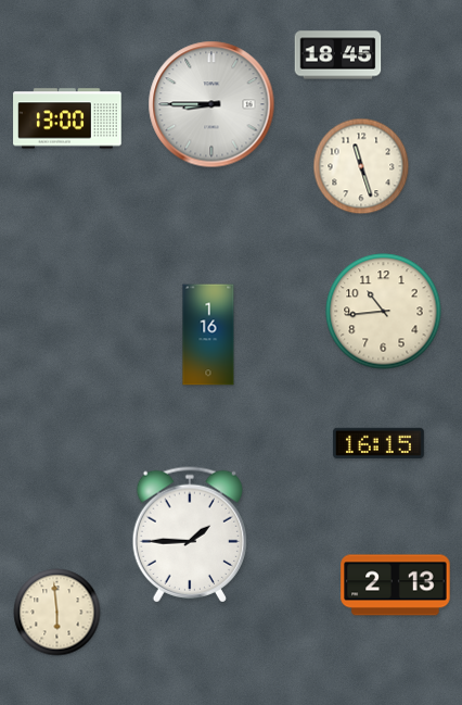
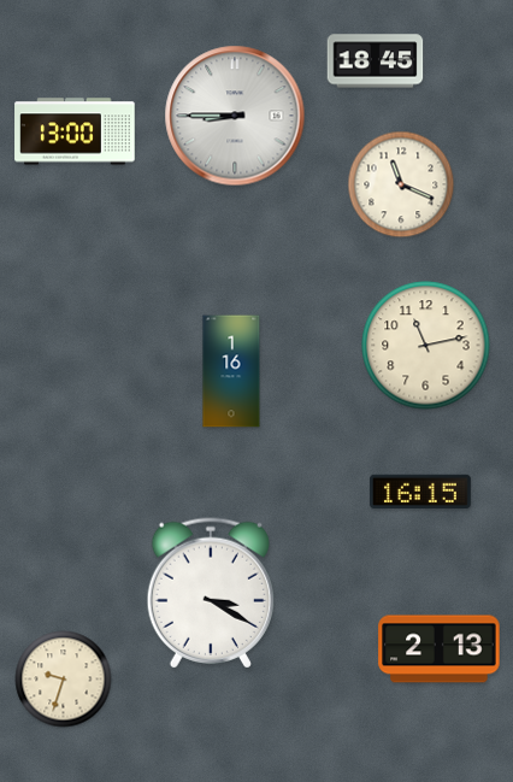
clock at (361, 166): 11:27 -> 11:19
clock at (384, 312): 10:44 -> 11:13
clock at (189, 534): 1:45 -> 3:20
clock at (57, 613): 5:59 -> 9:33
